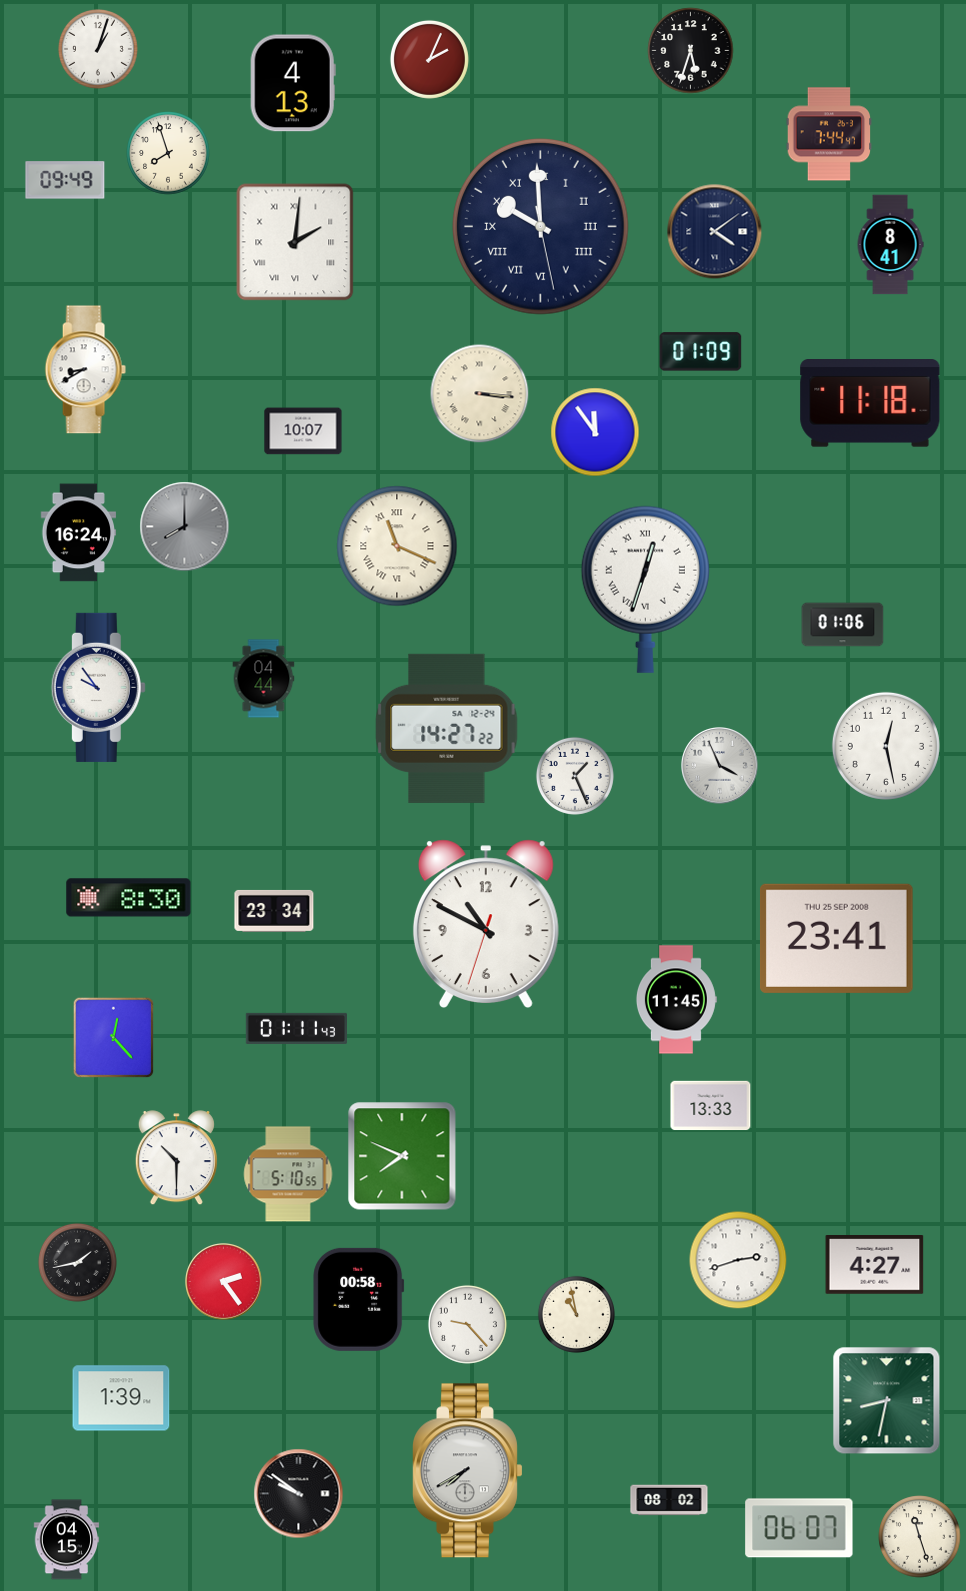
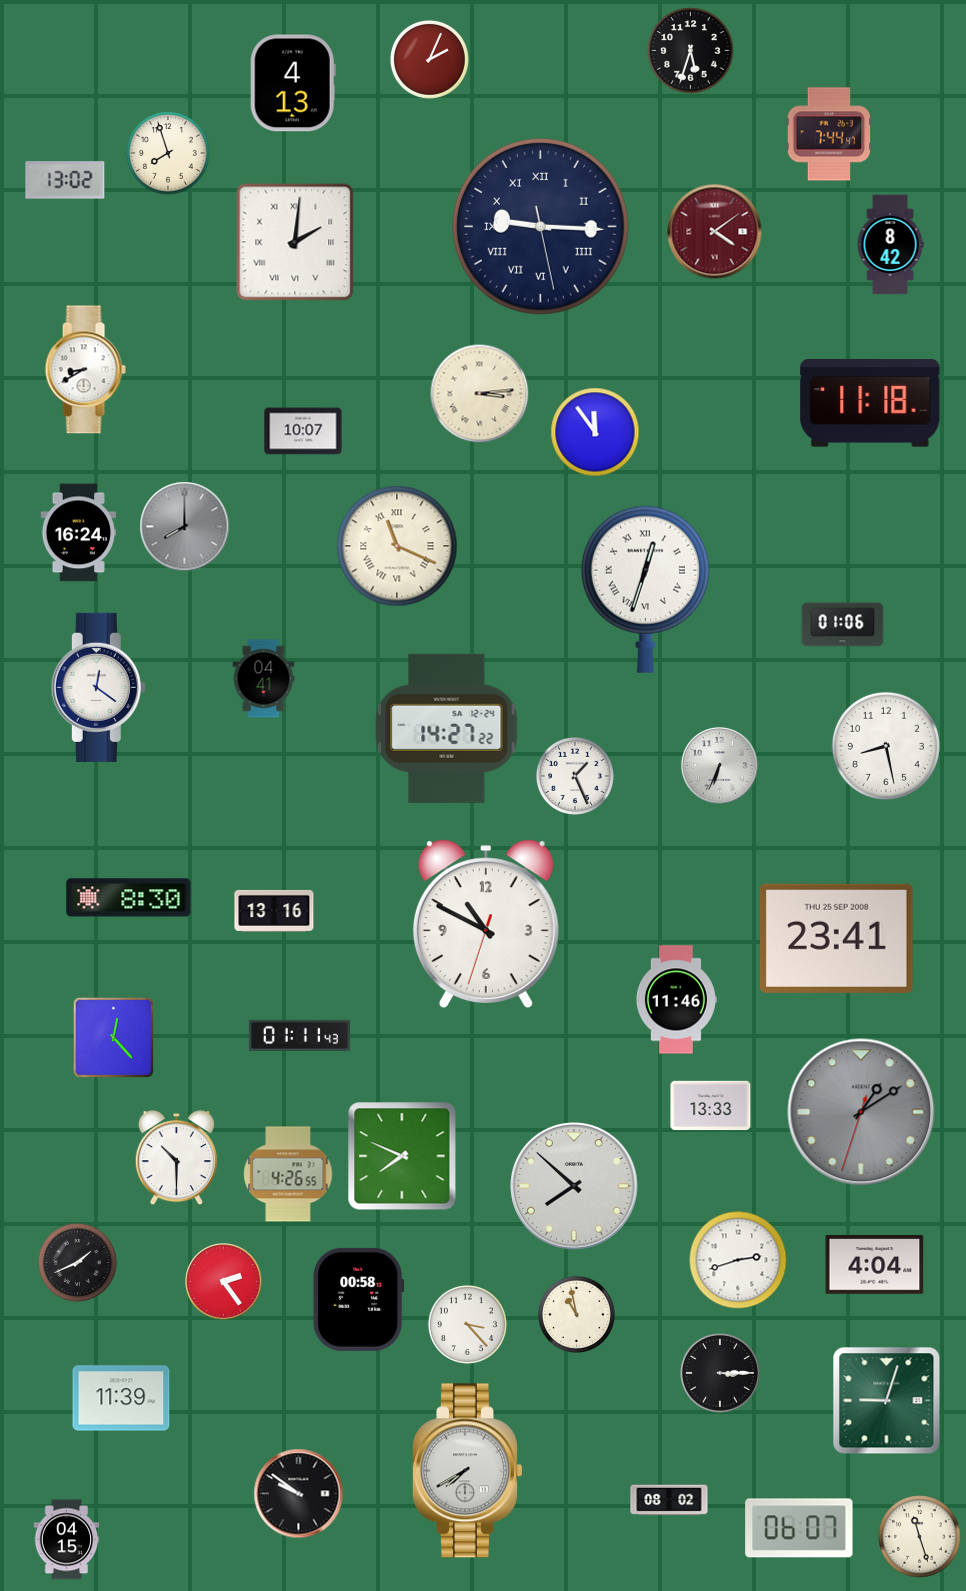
clock at (98, 49): 1:03 -> none
clock at (65, 180): 09:49 -> 13:02
clock at (540, 226): 9:59 -> 9:15
clock at (715, 232) dial: navy -> burgundy
clock at (890, 245): 8:41 -> 8:42
clock at (701, 352): 01:09 -> none
clock at (480, 394): 3:16 -> 3:14
clock at (264, 679): 04:44 -> 04:41
clock at (98, 687): 9:54 -> 12:21
clock at (886, 746): 12:28 -> 8:28
clock at (720, 766): 3:56 -> 6:34
clock at (274, 911): 23:34 -> 13:16
clock at (676, 1000): 11:45 -> 11:46
clock at (296, 1028) position: (296, 1028) -> (299, 1035)
clock at (861, 1112): none -> 1:09
clock at (288, 1174): 5:10 -> 4:26
clock at (574, 1186): none -> 7:52
clock at (77, 1262): 1:43 -> 1:41
clock at (875, 1265): 4:27 -> 4:04
clock at (467, 1324): 9:23 -> 3:23
clock at (720, 1373): none -> 3:15
clock at (121, 1398): 1:39 -> 11:39
clock at (887, 1401): 8:32 -> 9:03
